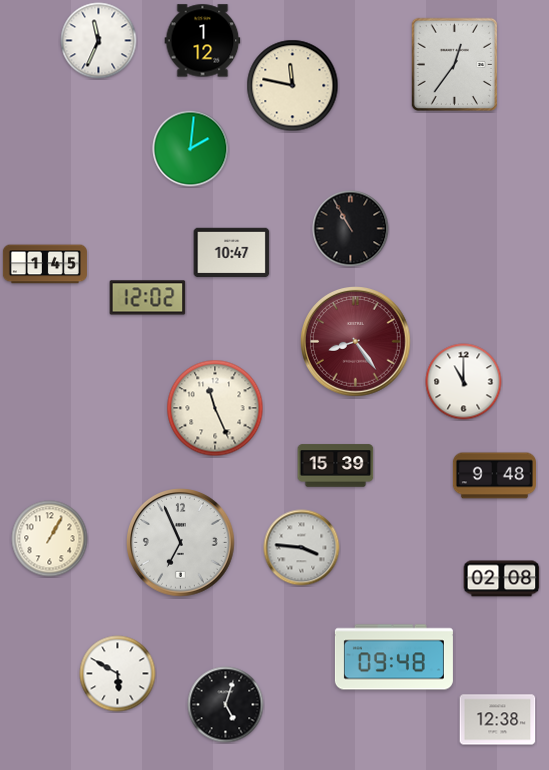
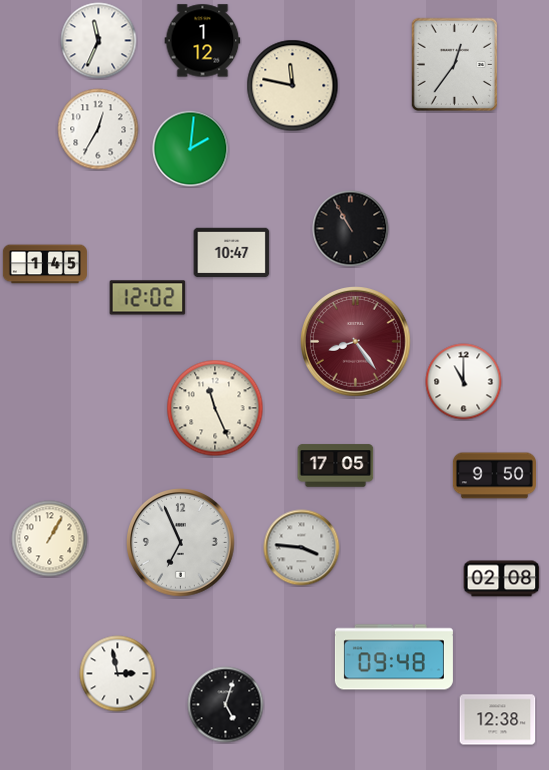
clock at (98, 129): none -> 12:35
clock at (336, 466): 15:39 -> 17:05
clock at (494, 476): 9:48 -> 9:50
clock at (118, 674): 5:50 -> 2:58
